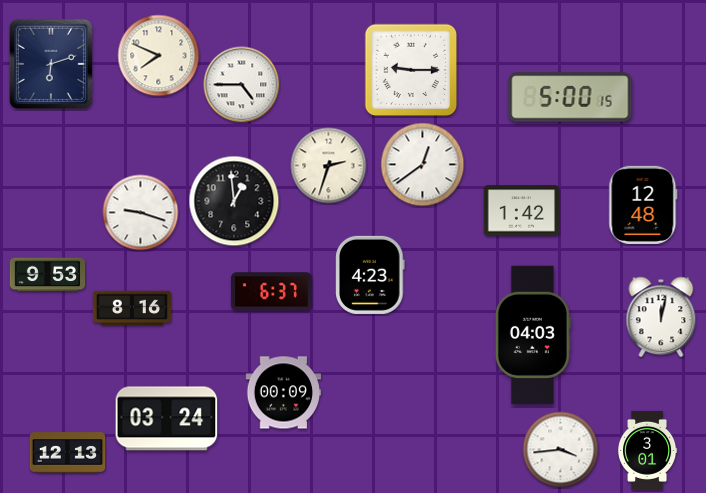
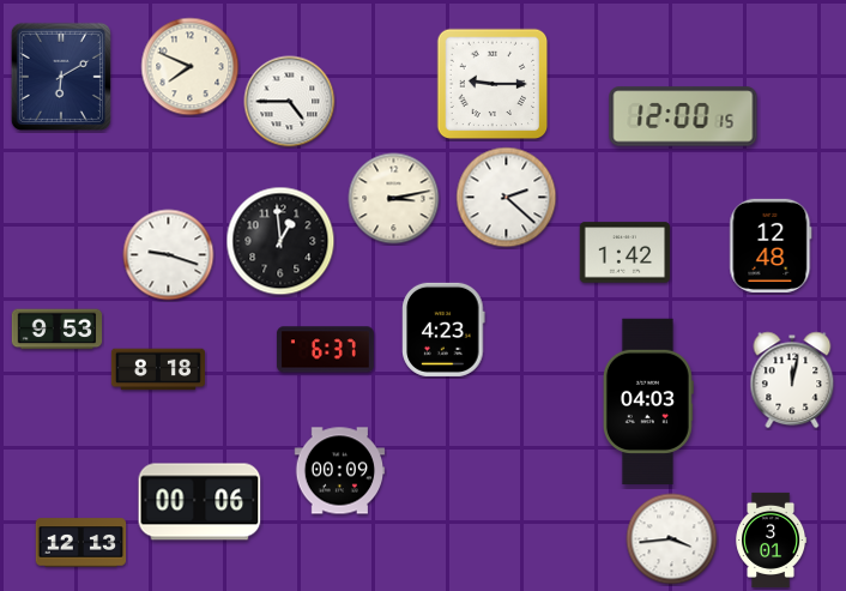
clock at (51, 64): 6:12 -> 6:10
clock at (570, 97): 5:00 -> 12:00
clock at (423, 165): 12:39 -> 2:22
clock at (329, 166): 2:33 -> 3:13
clock at (132, 308): 8:16 -> 8:18
clock at (533, 335) position: (533, 335) -> (648, 402)
clock at (167, 419): 03:24 -> 00:06
clock at (648, 450) position: (648, 450) -> (772, 539)
